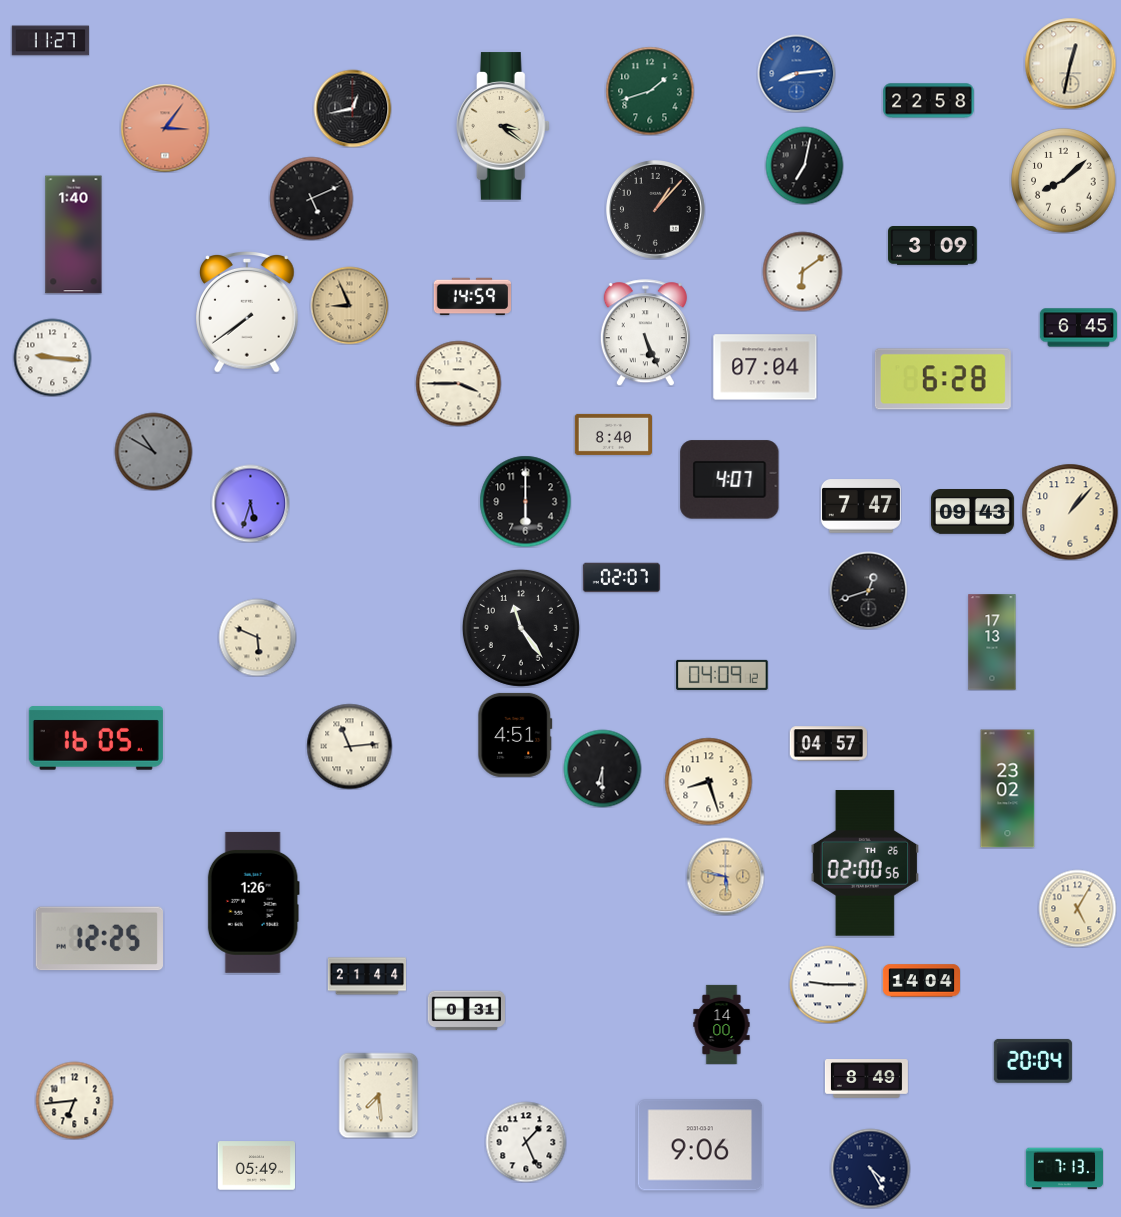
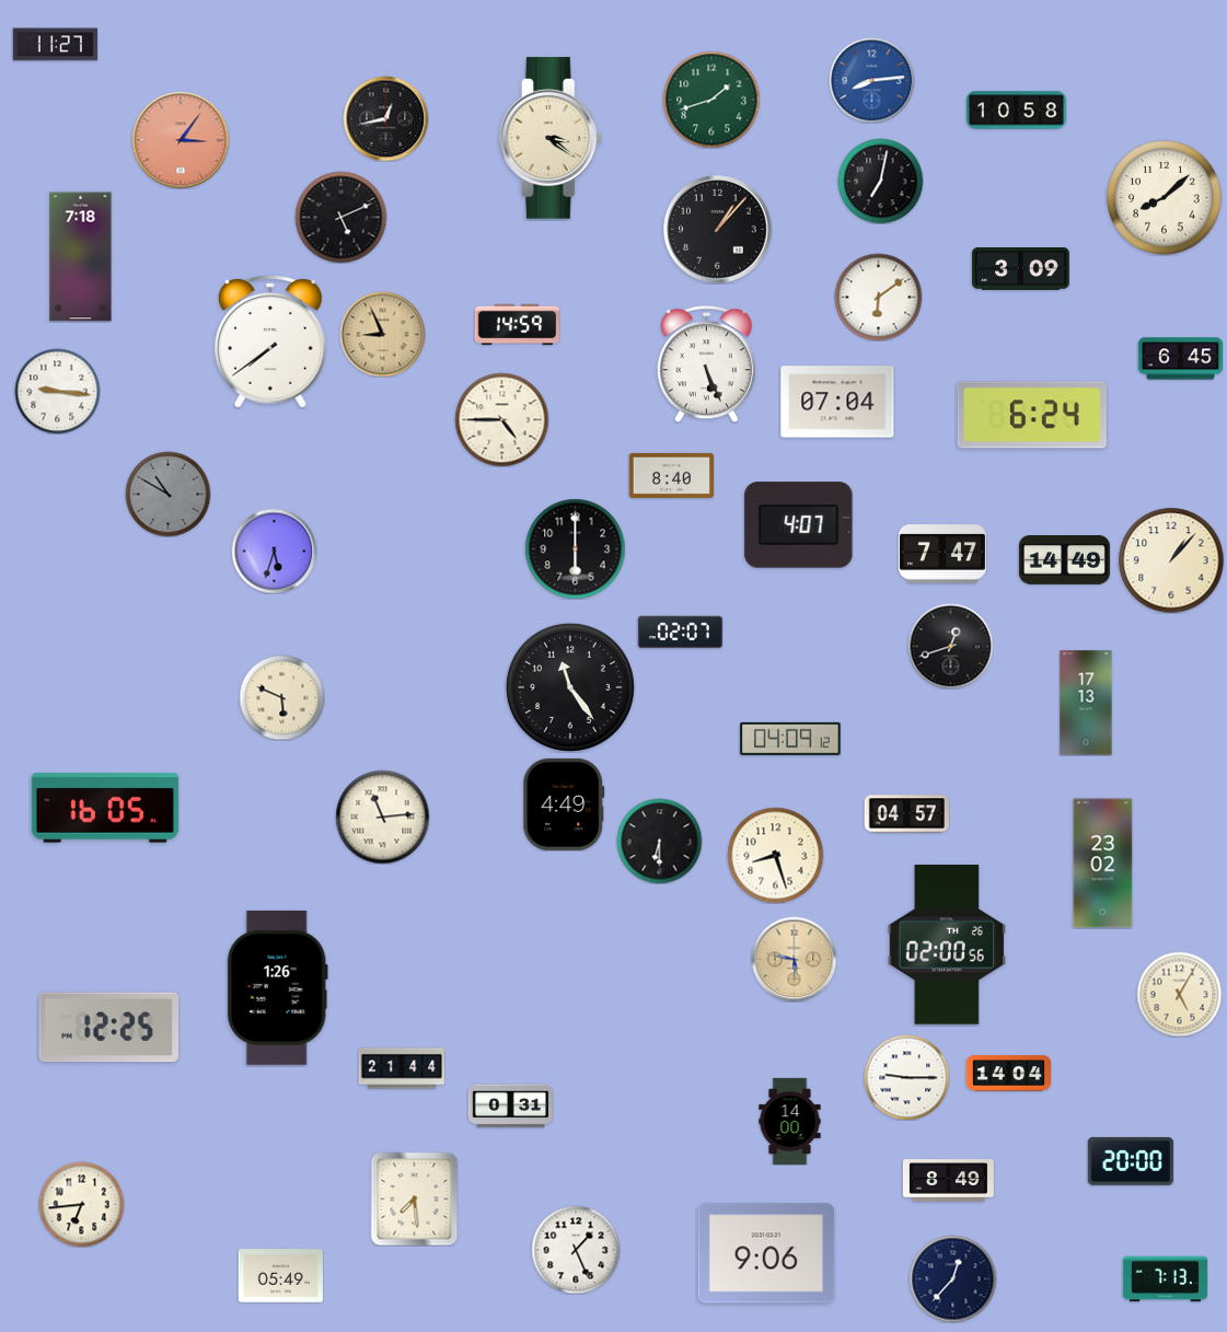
clock at (1070, 63): 12:32 -> none
clock at (929, 101): 22:58 -> 10:58
clock at (74, 235): 1:40 -> 7:18
clock at (943, 379): 6:28 -> 6:24
clock at (458, 383): 3:45 -> 4:45
clock at (972, 512): 09:43 -> 14:49
clock at (515, 735): 4:51 -> 4:49
clock at (1033, 1061): 20:04 -> 20:00
clock at (870, 1168): 4:25 -> 12:37
